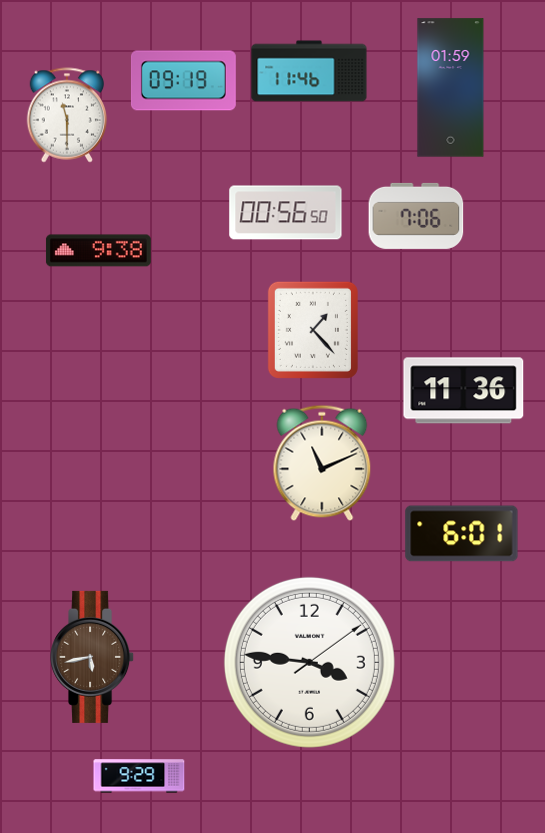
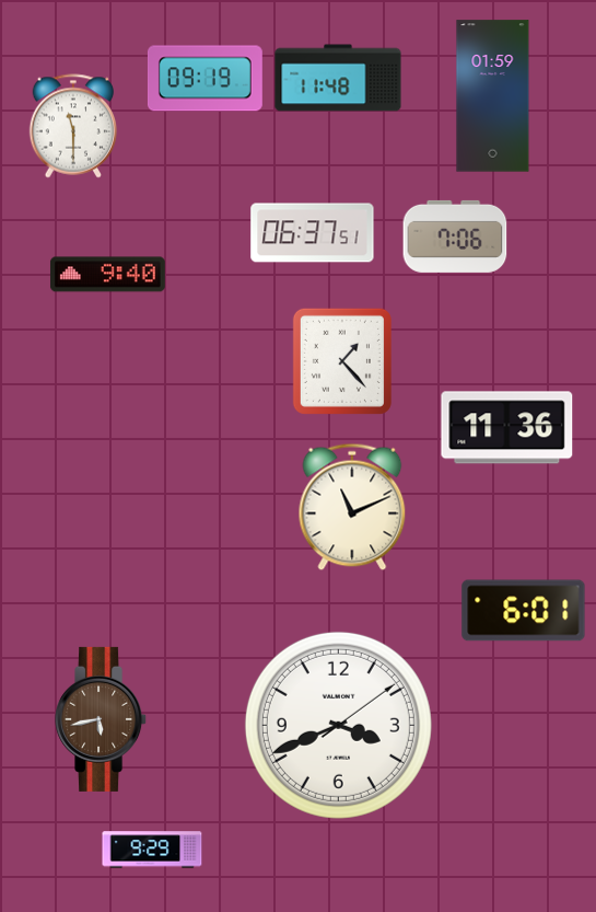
clock at (309, 71): 11:46 -> 11:48
clock at (183, 81) position: (183, 81) -> (204, 79)
clock at (286, 213): 00:56 -> 06:37
clock at (98, 251): 9:38 -> 9:40
clock at (462, 534) position: (462, 534) -> (524, 611)
clock at (309, 662): 3:46 -> 3:41
